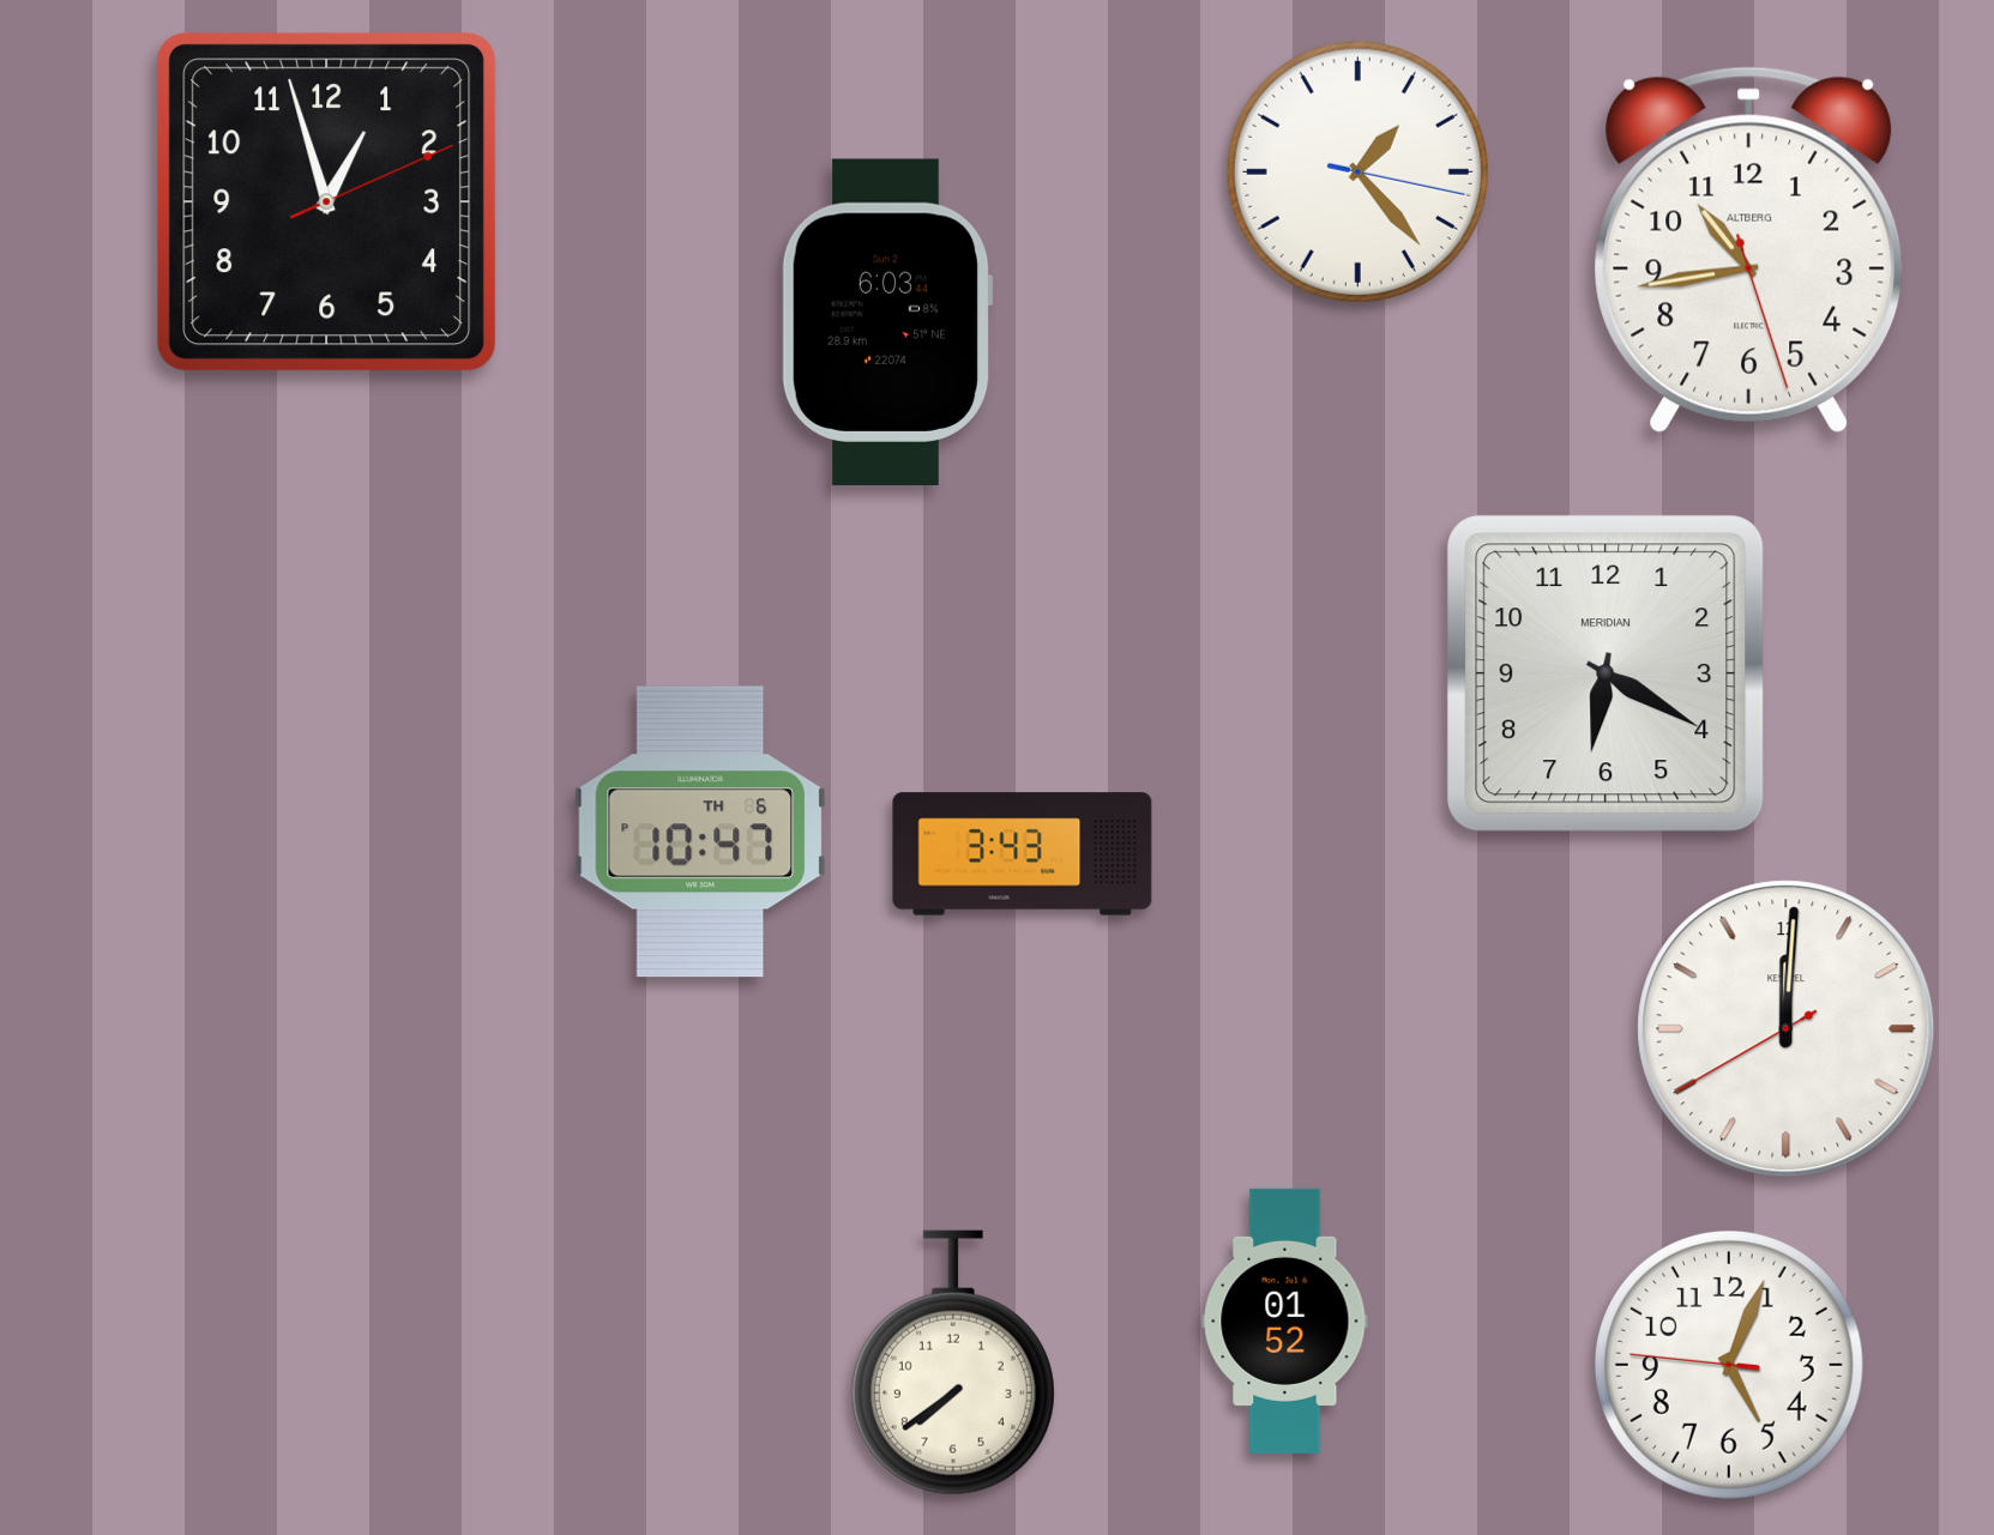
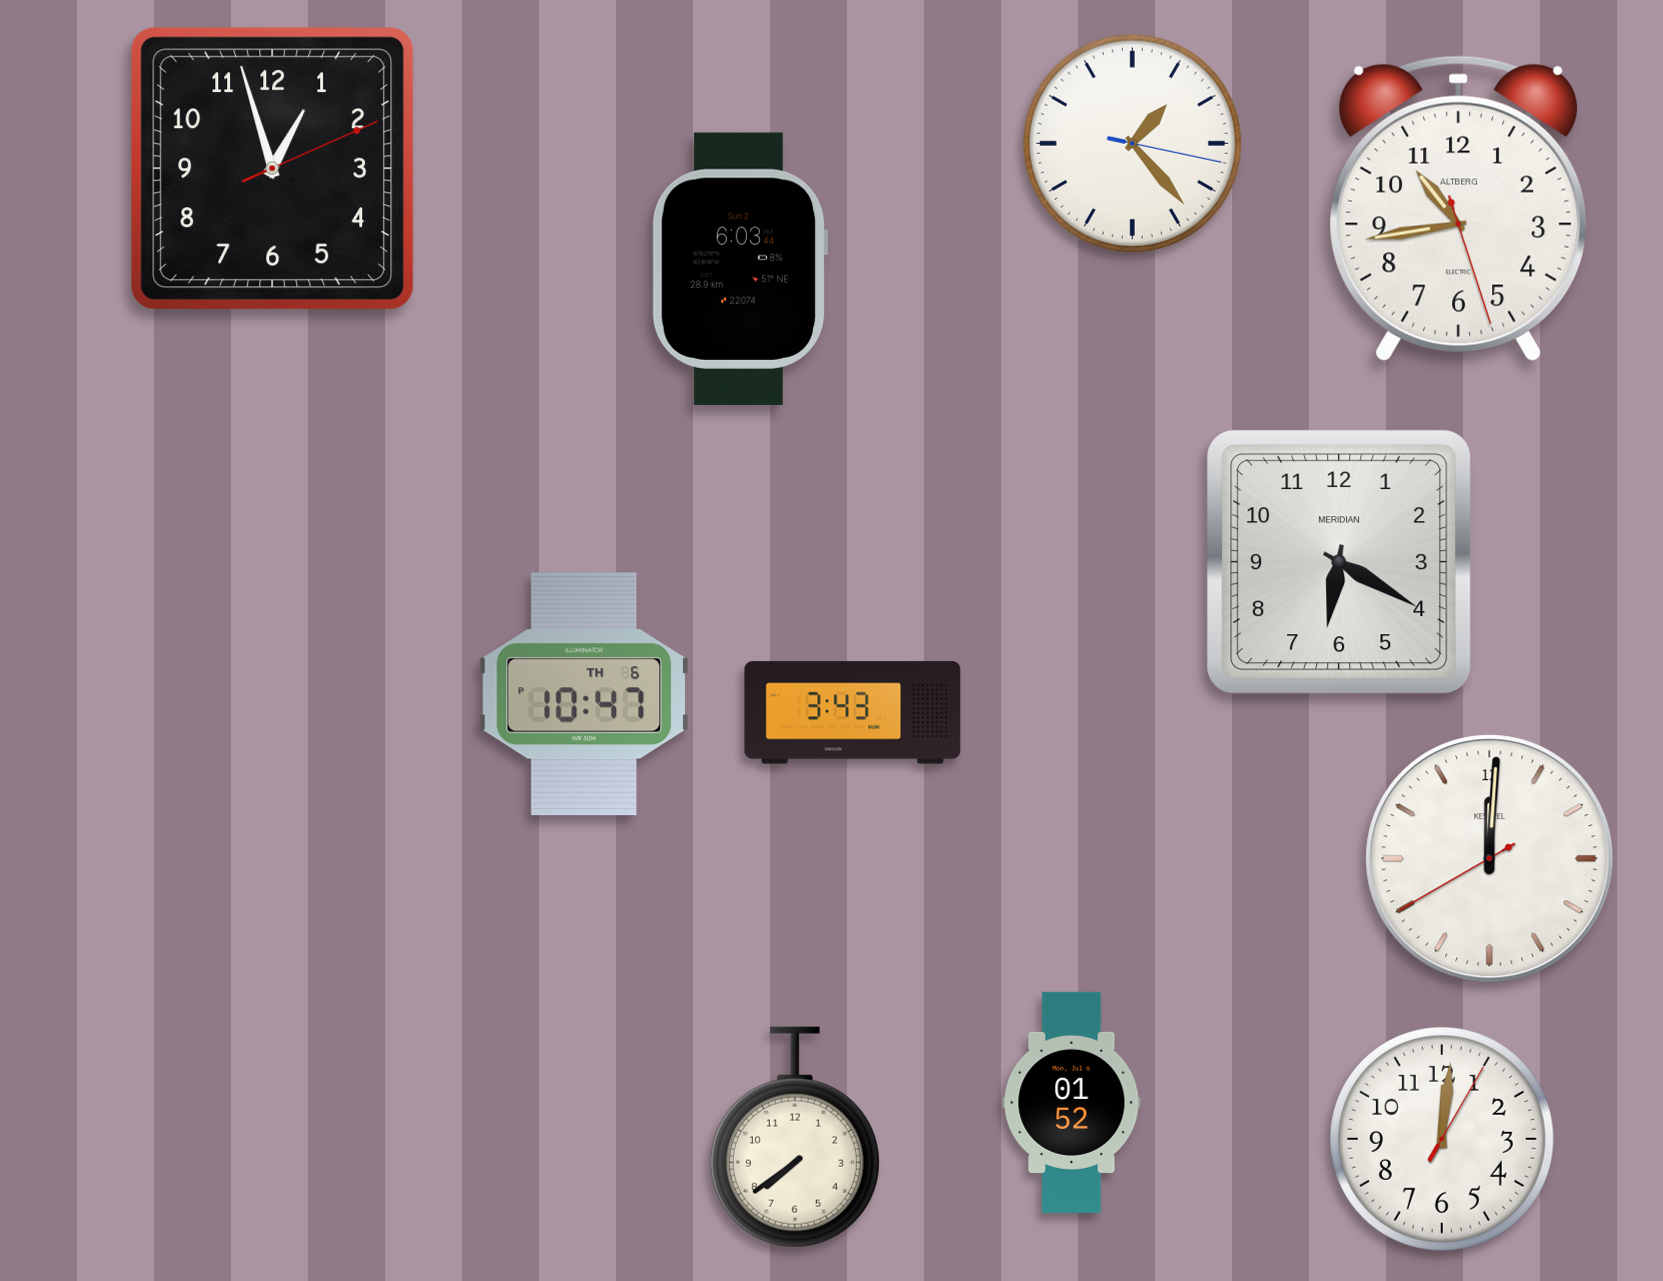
clock at (1729, 1365): 5:03 -> 12:01
